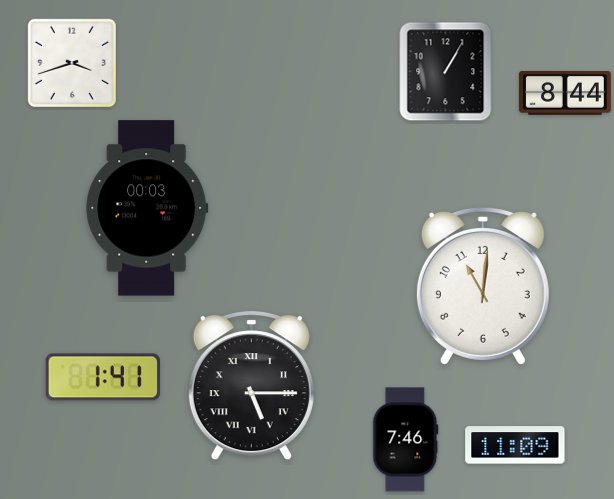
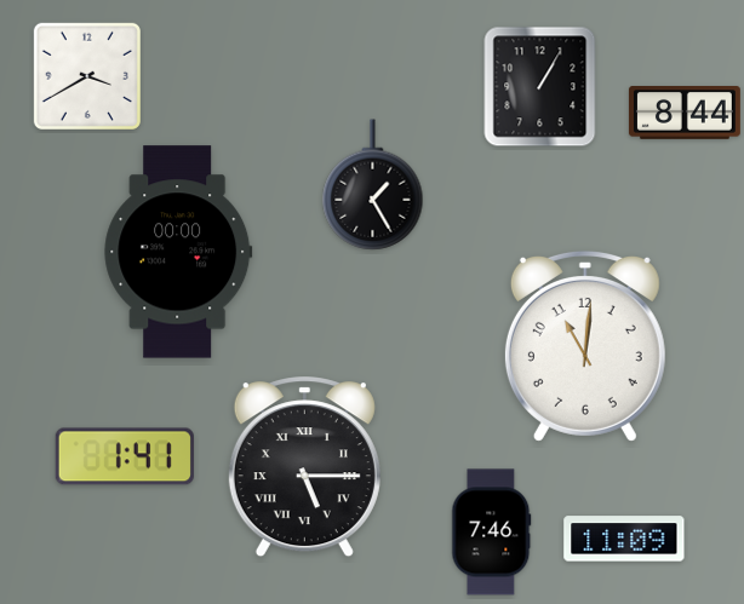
clock at (72, 63): 3:42 -> 3:40
clock at (373, 185): none -> 1:25
clock at (147, 208): 00:03 -> 00:00
